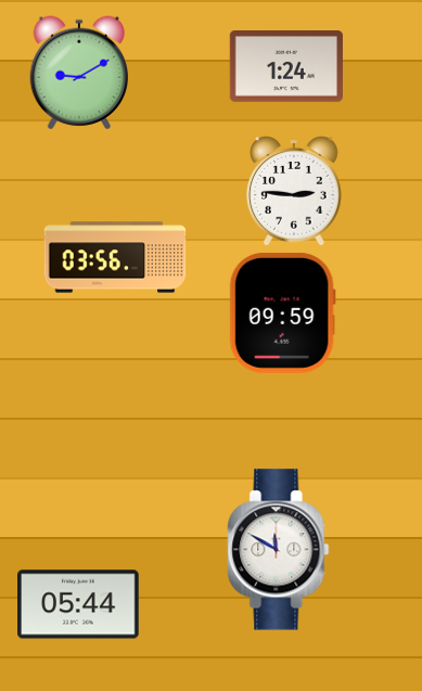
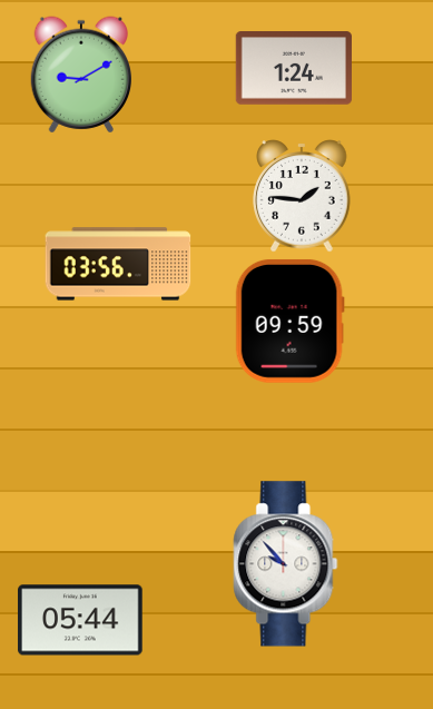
clock at (294, 191): 2:46 -> 1:46
clock at (279, 550): 11:50 -> 9:53
